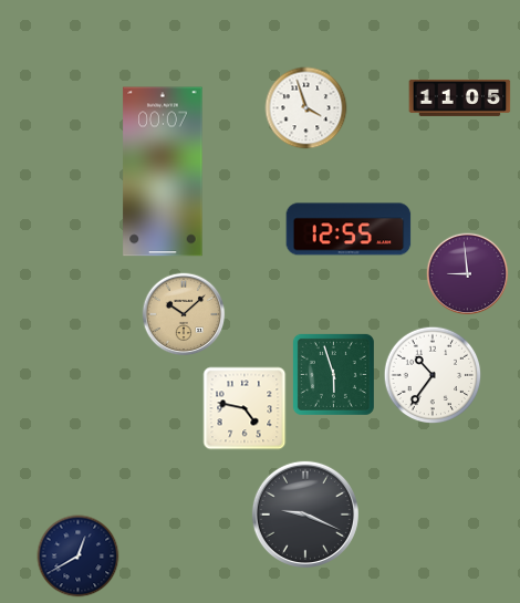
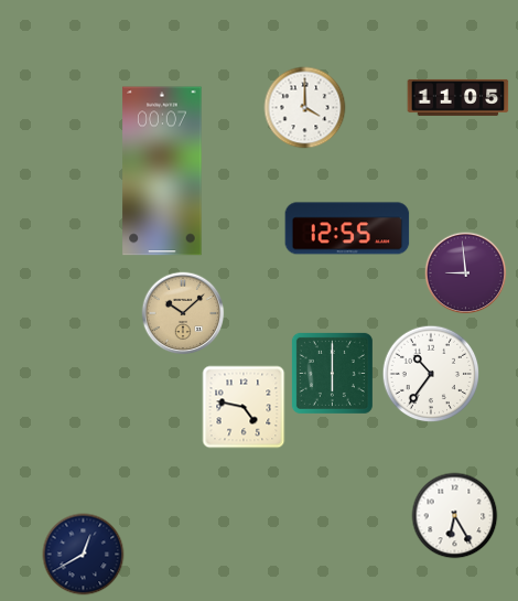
clock at (306, 108): 3:57 -> 4:00
clock at (333, 374): 5:57 -> 6:00
clock at (305, 514): 9:19 -> none
clock at (455, 516): none -> 6:25
clock at (79, 557) position: (79, 557) -> (84, 555)
